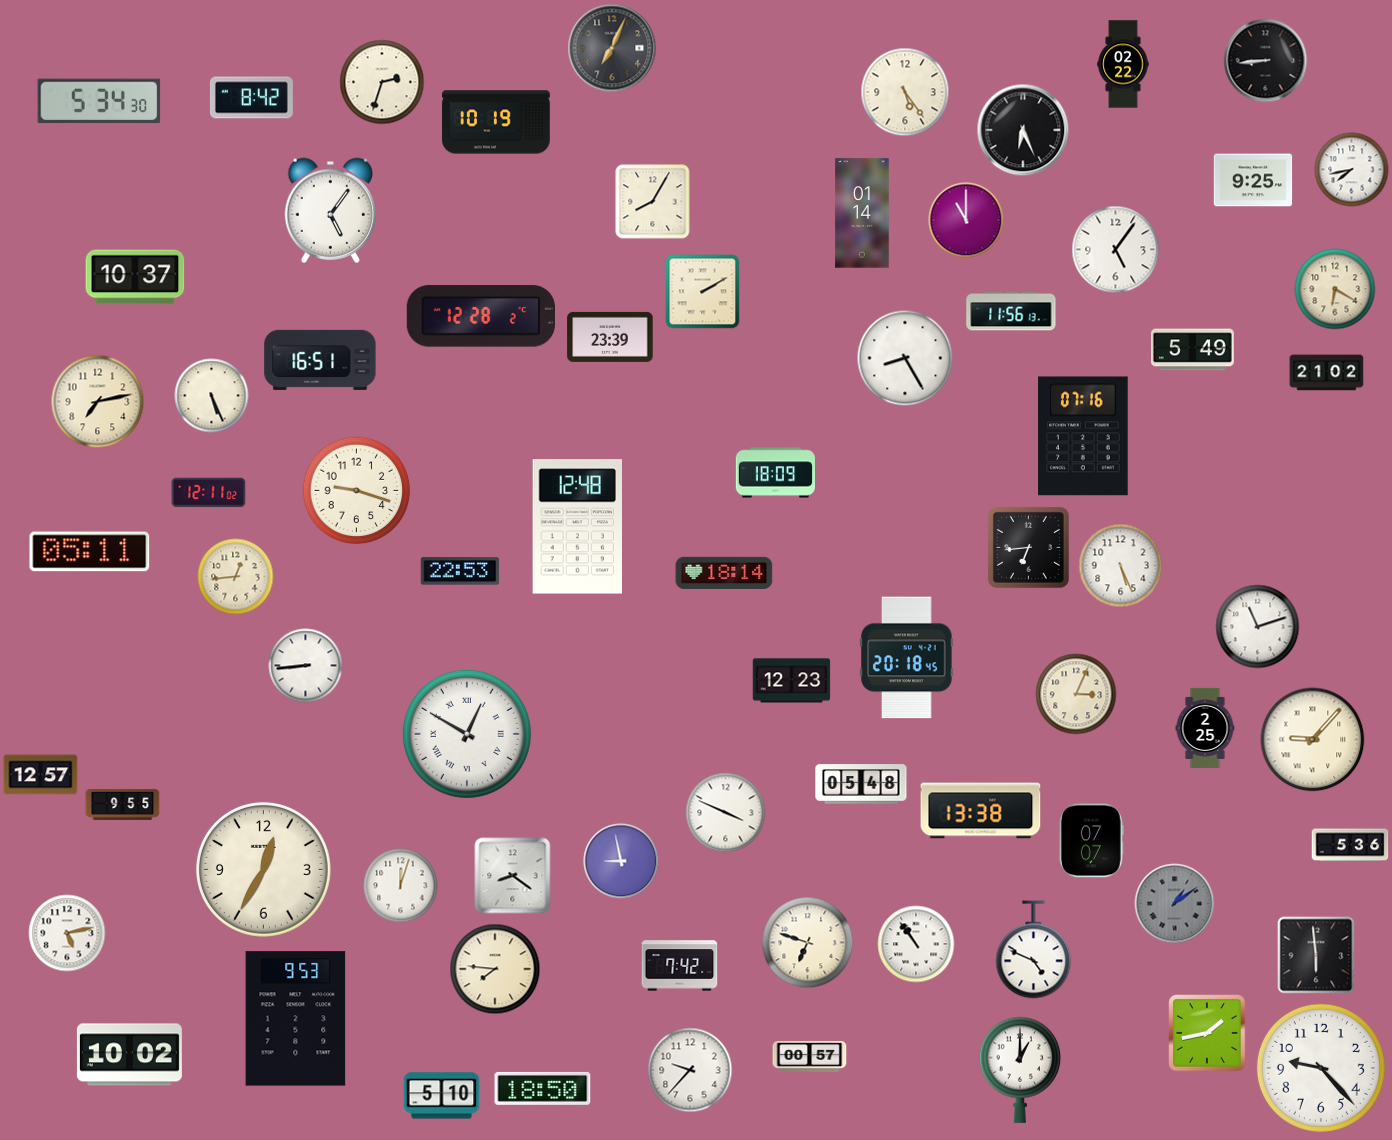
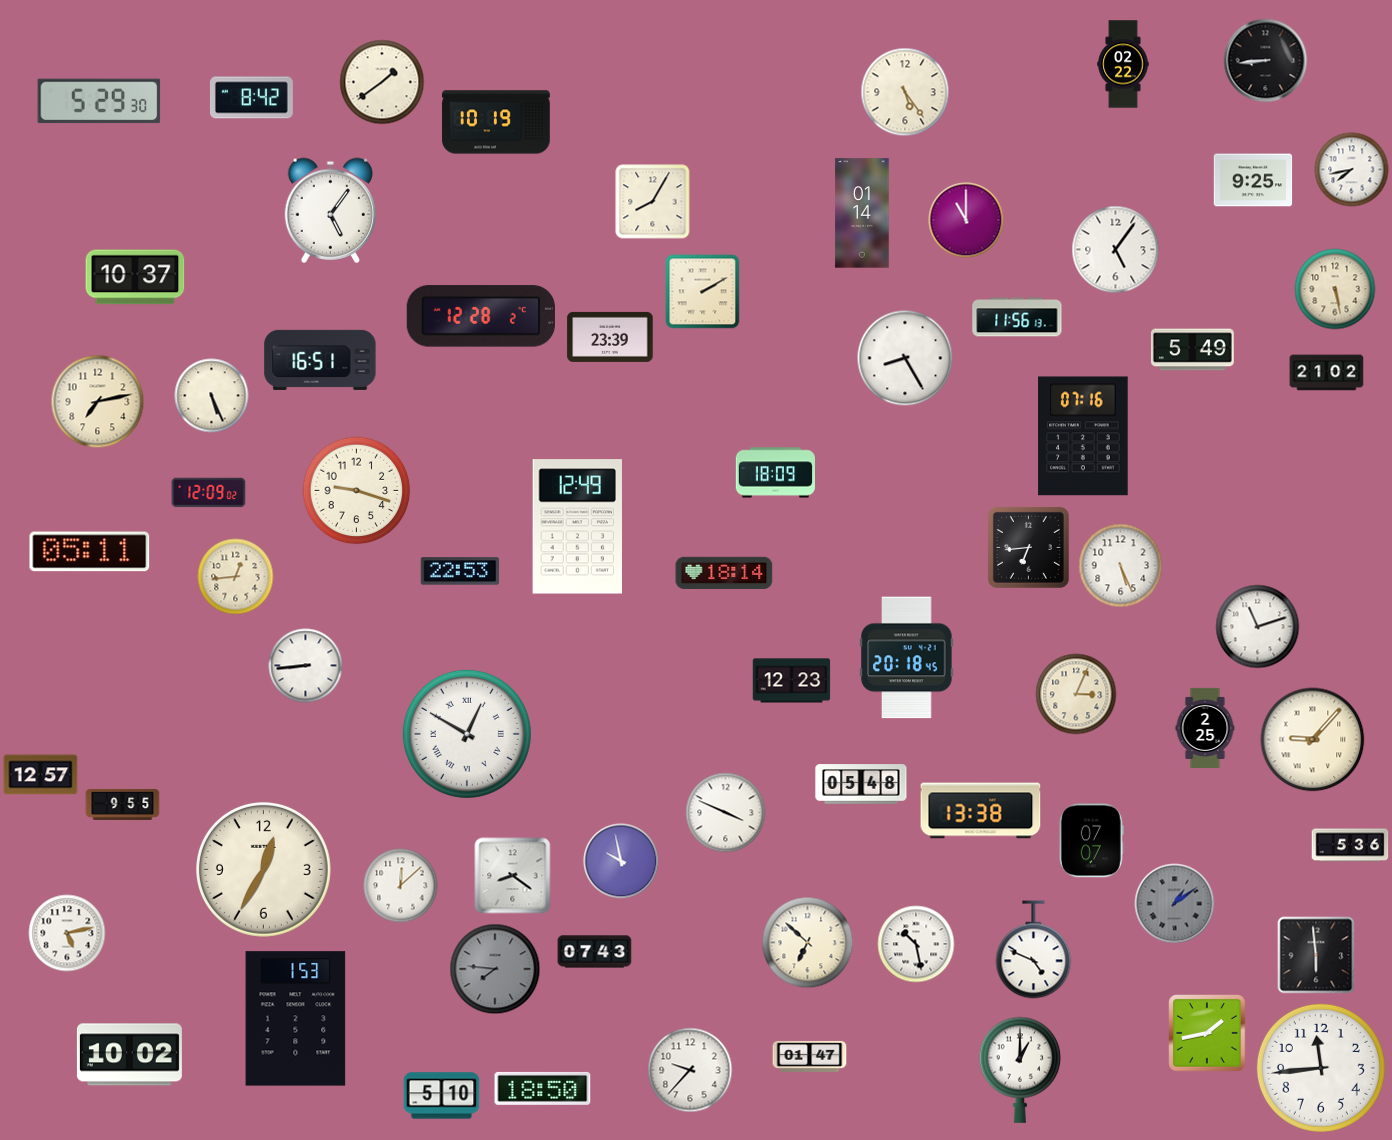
clock at (612, 48): 7:04 -> none
clock at (382, 82): 2:33 -> 1:39
clock at (99, 101): 5:34 -> 5:29
clock at (1023, 130): 6:26 -> none
clock at (1335, 289): 6:20 -> 5:28
clock at (1011, 311) position: (1011, 311) -> (1017, 317)
clock at (209, 493): 12:11 -> 12:09
clock at (577, 527): 12:48 -> 12:49
clock at (621, 861): 8:58 -> 9:58
clock at (401, 886): 12:03 -> 12:08
clock at (808, 943): 6:48 -> 6:52
clock at (916, 944): 10:54 -> 10:28
clock at (595, 952): none -> 07:43
clock at (680, 966): 7:42 -> none
clock at (495, 969) dial: cream -> grey
clock at (296, 1019): 9:53 -> 1:53
clock at (810, 1056): 00:57 -> 01:47
clock at (1321, 1068): 9:23 -> 11:44
